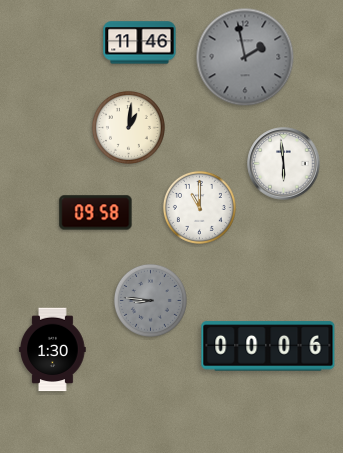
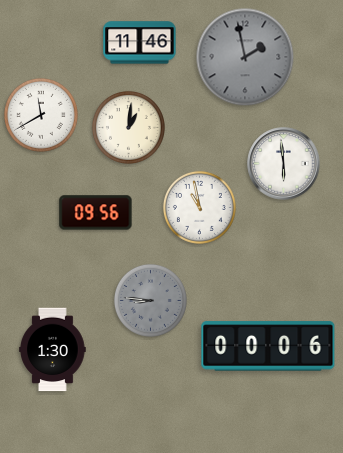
clock at (41, 115): none -> 11:40
clock at (199, 207): 11:00 -> 10:58
clock at (96, 213): 09:58 -> 09:56
